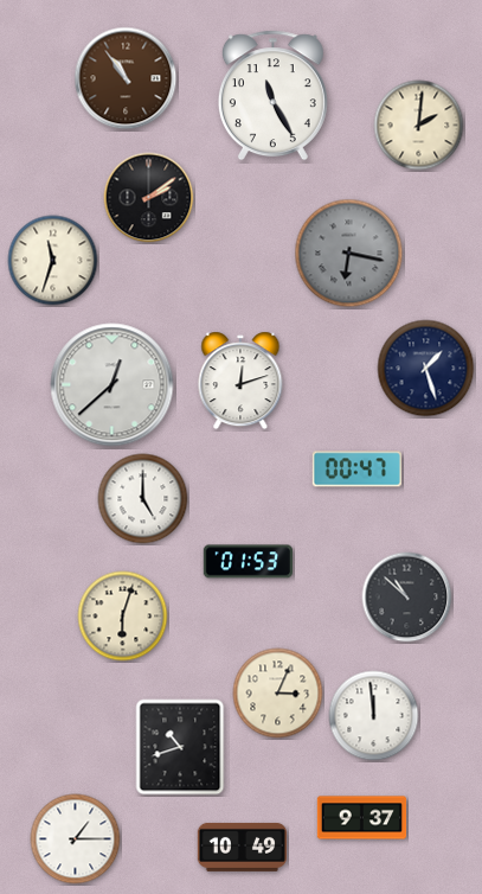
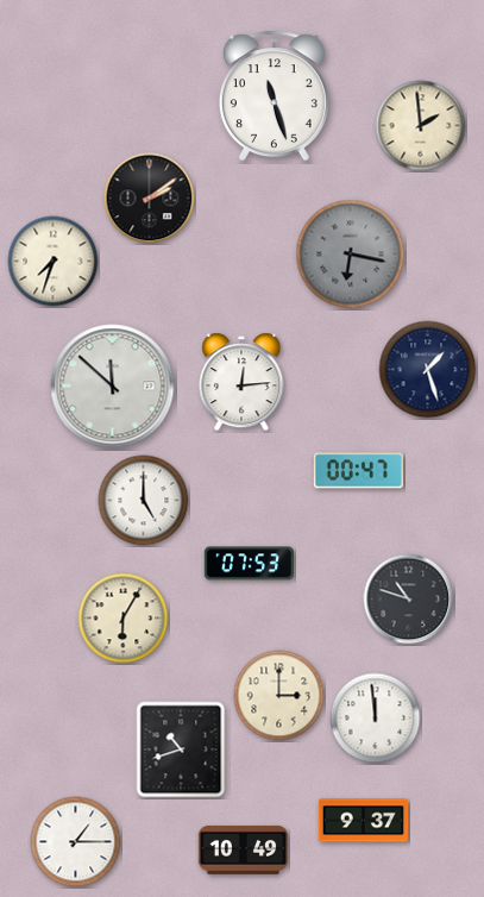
clock at (126, 78): 10:54 -> none
clock at (272, 96): 11:25 -> 11:27
clock at (419, 126): 2:01 -> 1:59
clock at (53, 261): 11:33 -> 7:33
clock at (240, 381): 12:12 -> 12:14
clock at (113, 385): 12:38 -> 11:52
clock at (248, 562): 01:53 -> 07:53
clock at (407, 598): 10:52 -> 10:48
clock at (123, 617): 6:03 -> 6:05
clock at (278, 694): 3:04 -> 3:00
